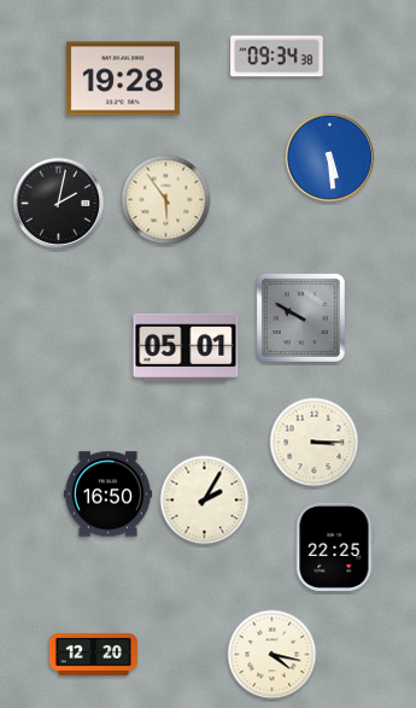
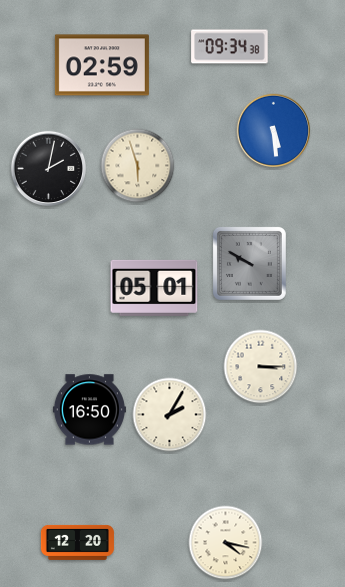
clock at (123, 78): 19:28 -> 02:59
clock at (166, 200): 5:54 -> 5:57
clock at (334, 546): 22:25 -> none
